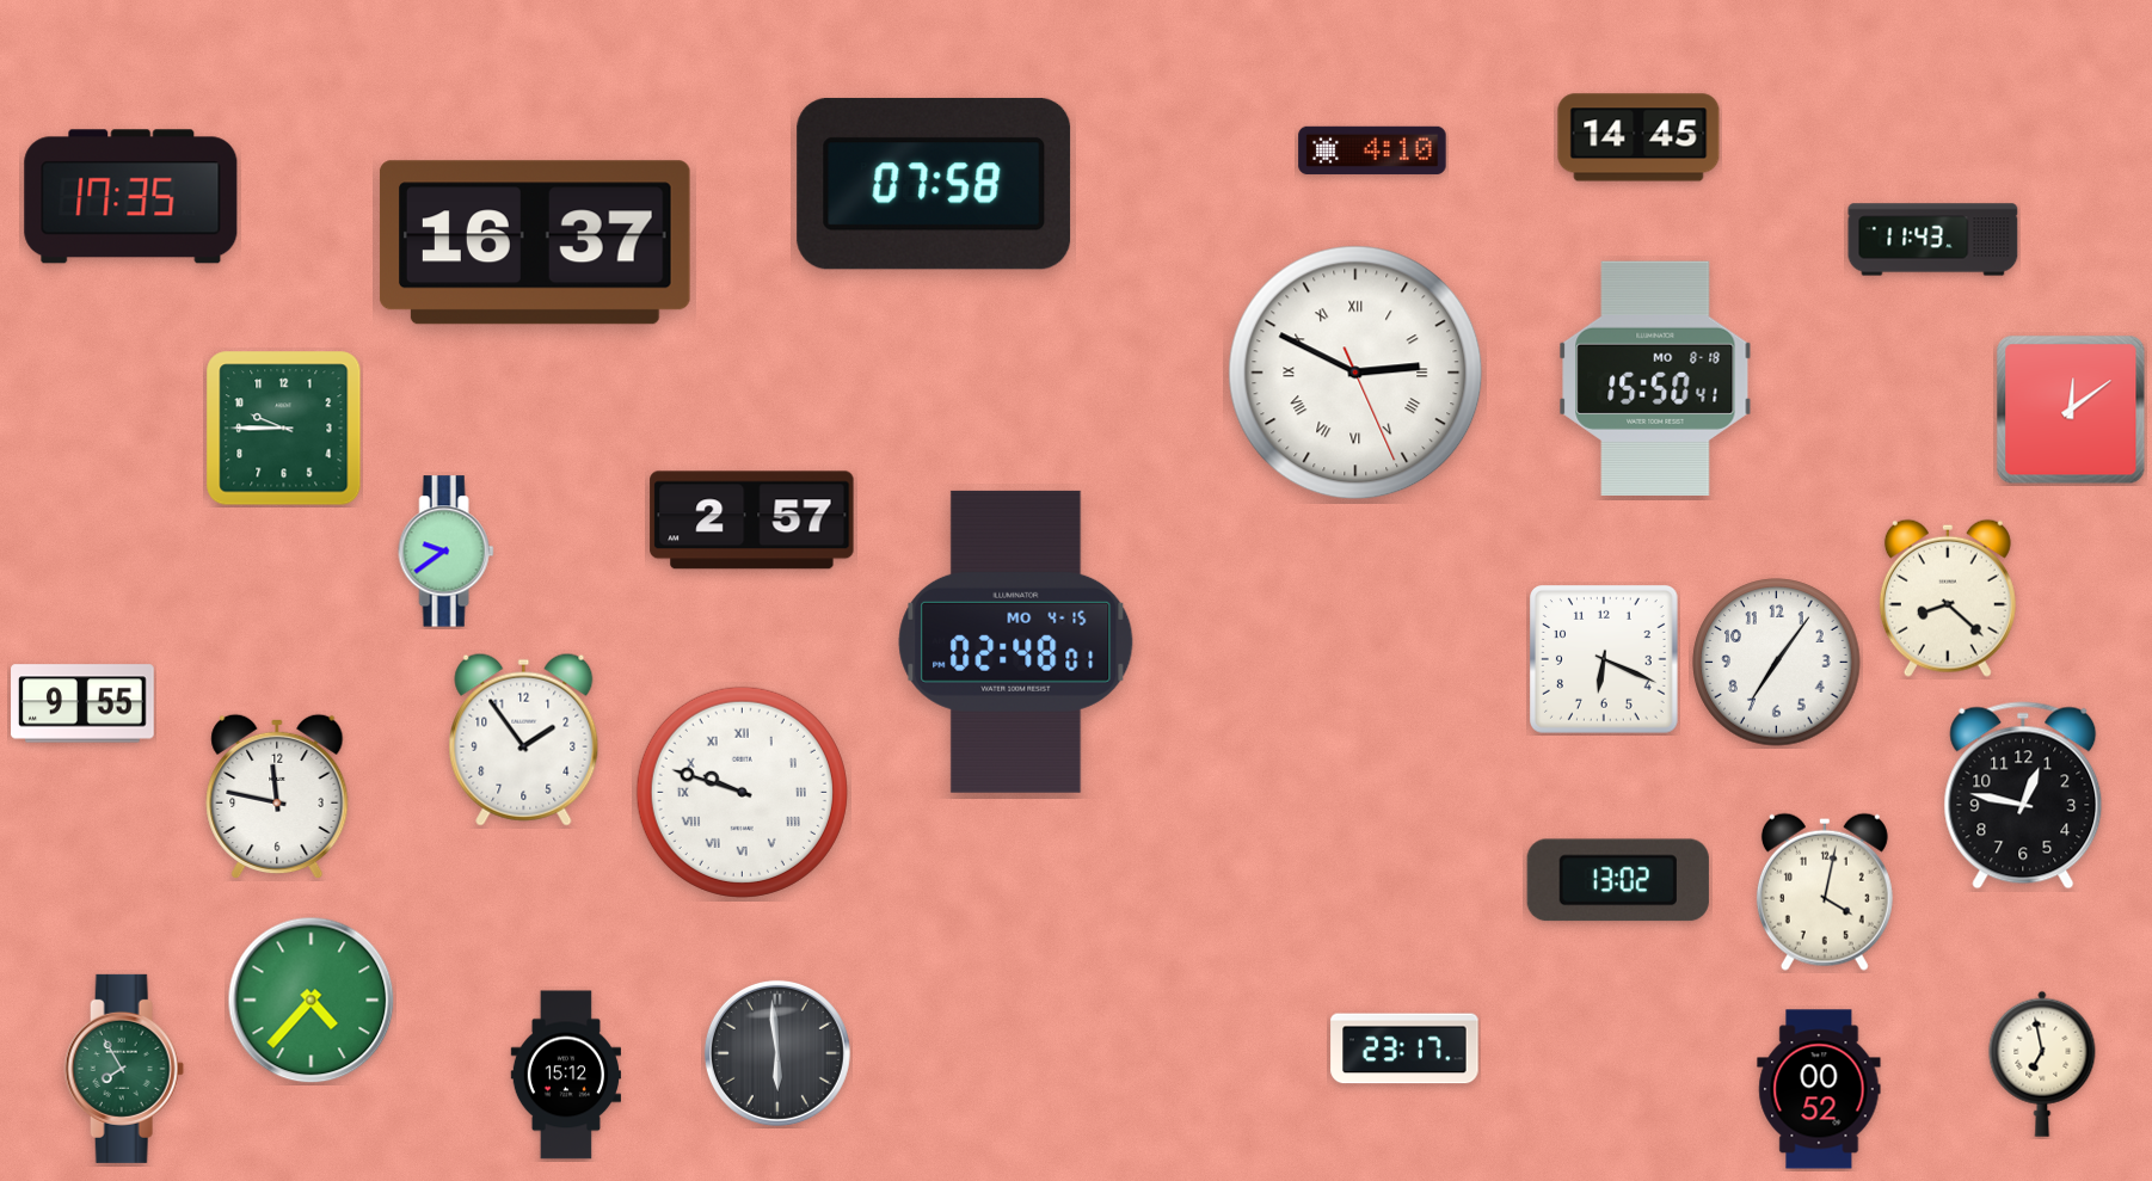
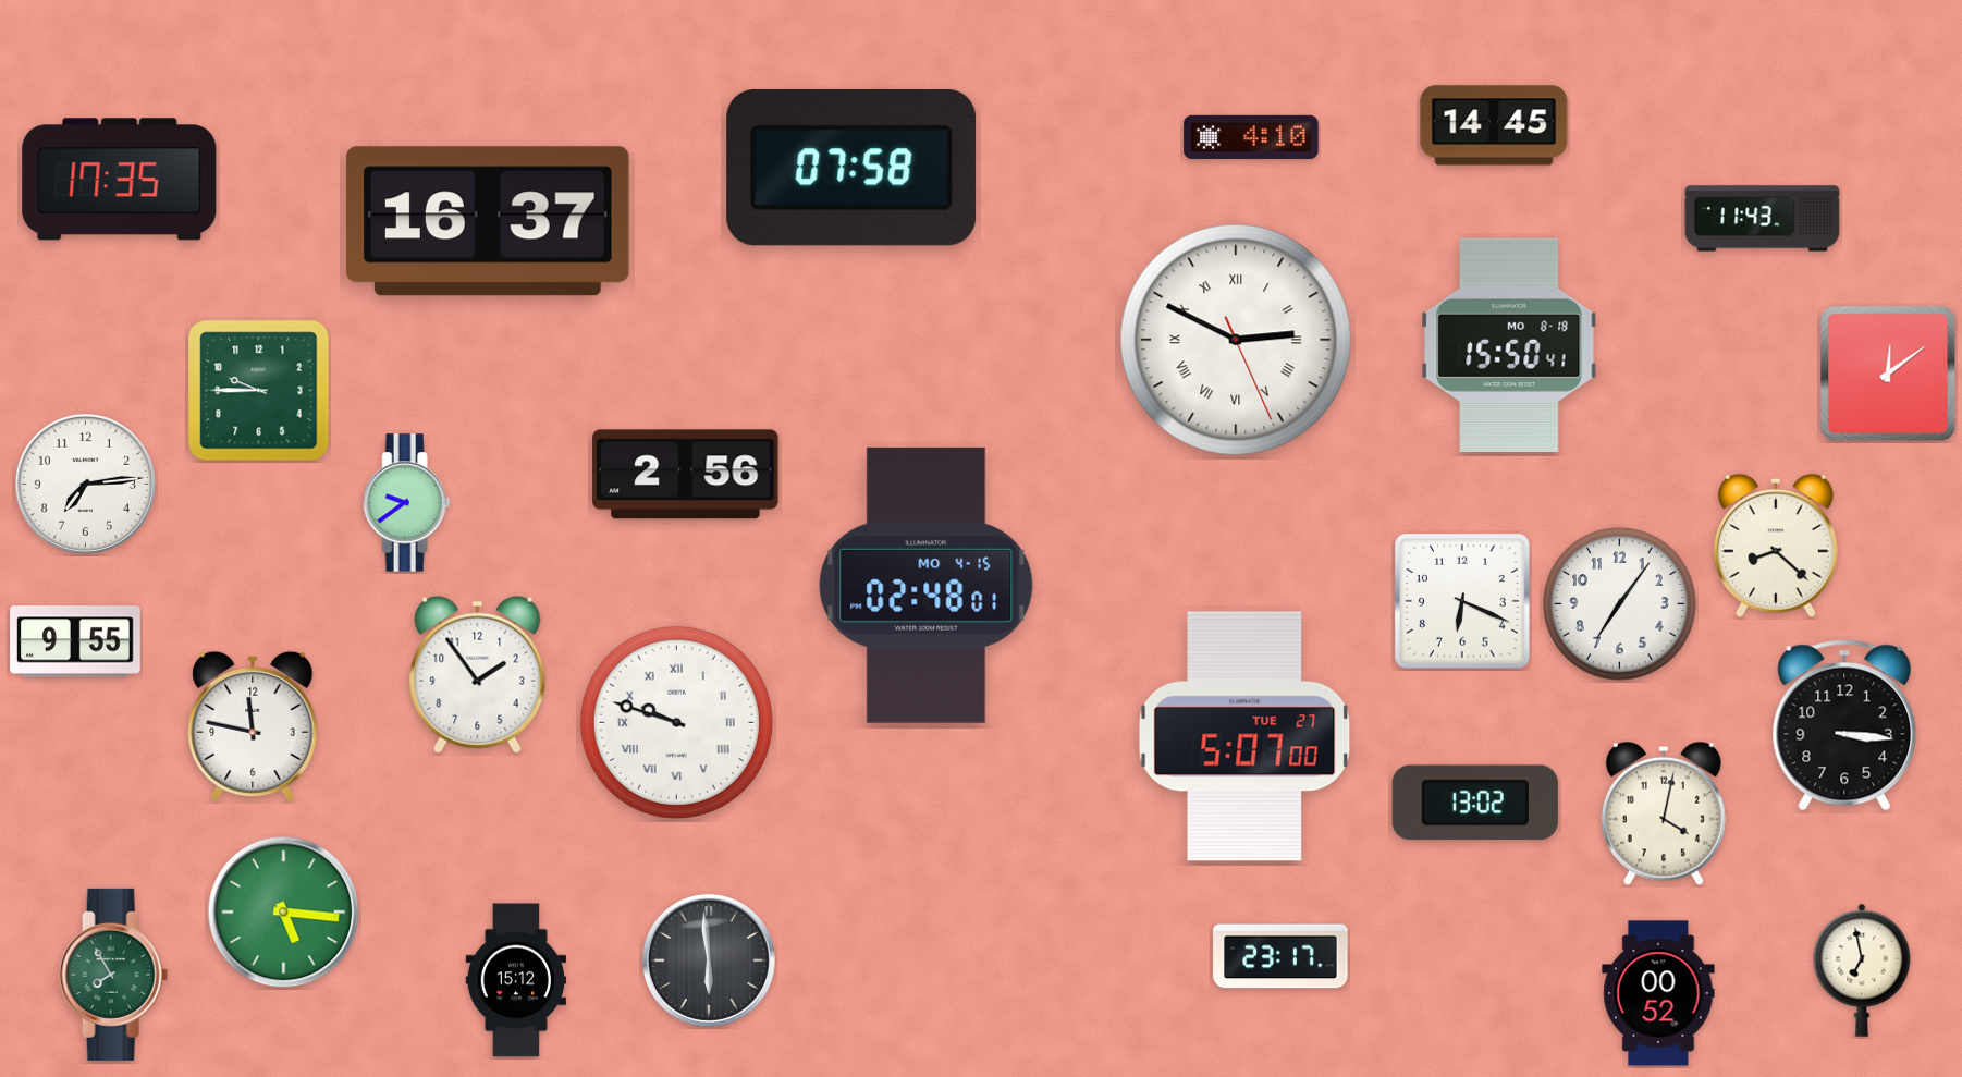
clock at (752, 521): 2:57 -> 2:56
clock at (85, 484): none -> 7:14
clock at (2023, 795): 12:47 -> 3:16
clock at (1244, 736): none -> 5:07
clock at (312, 1001): 4:37 -> 5:16
